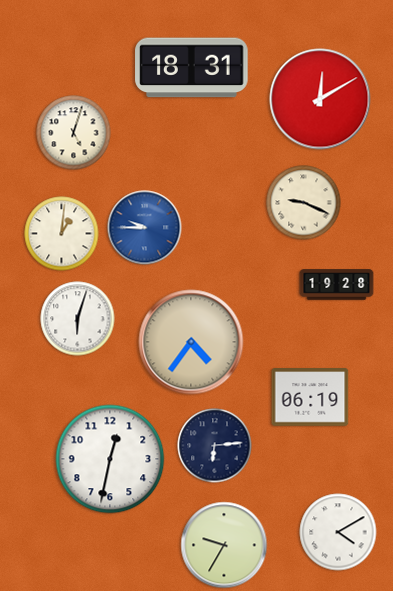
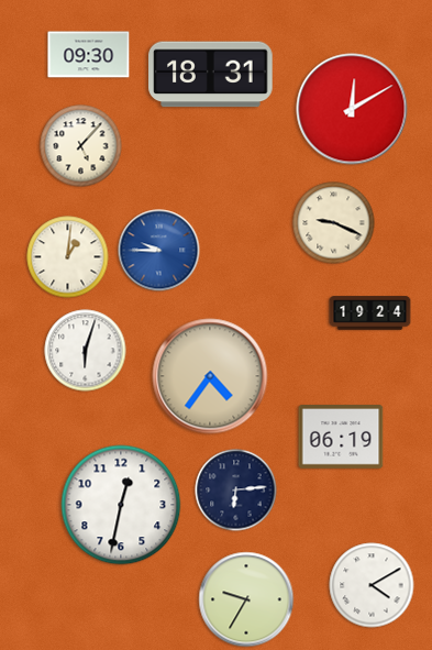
clock at (89, 55): none -> 09:30
clock at (74, 133): 5:03 -> 5:07
clock at (337, 285): 19:28 -> 19:24
